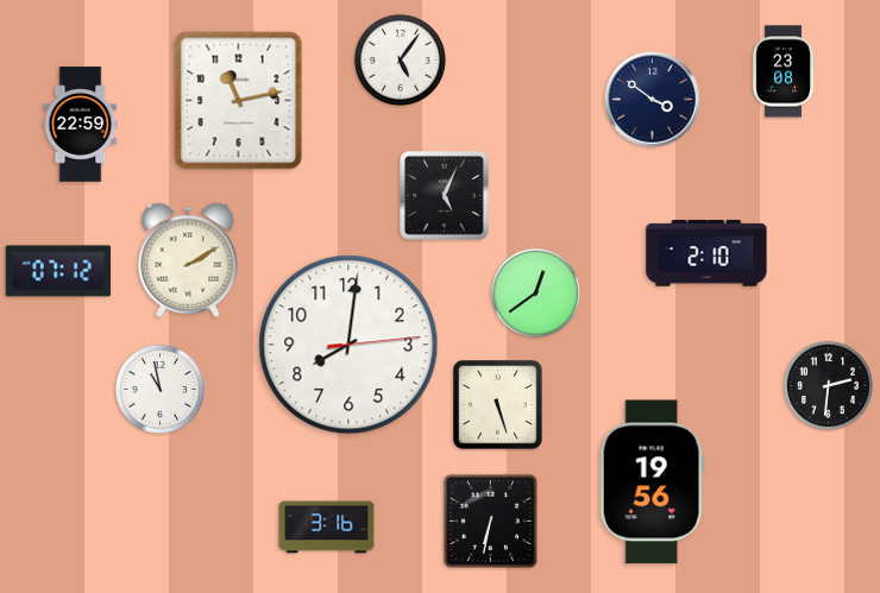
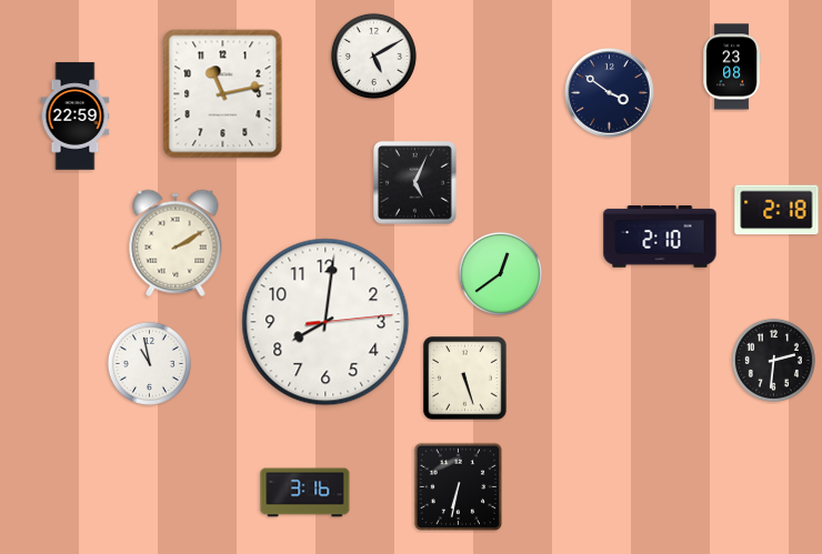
clock at (400, 59): 5:06 -> 5:10
clock at (776, 210): none -> 2:18
clock at (58, 271): 07:12 -> none
clock at (652, 482): 19:56 -> none
